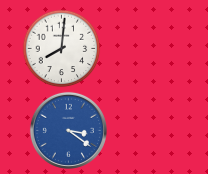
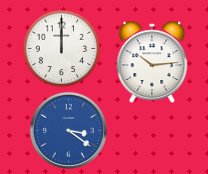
clock at (61, 48): 8:01 -> 12:00
clock at (152, 62): none -> 10:14
